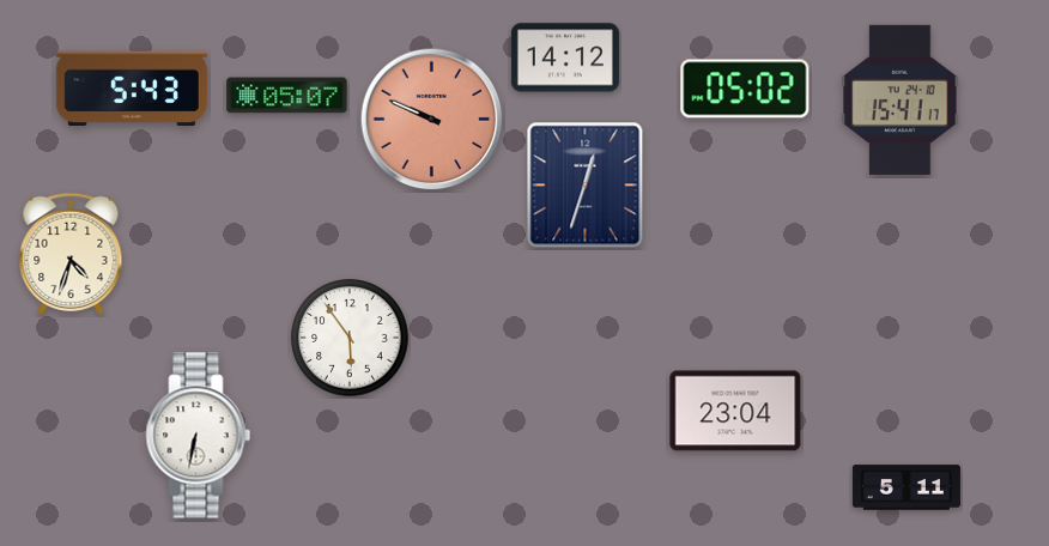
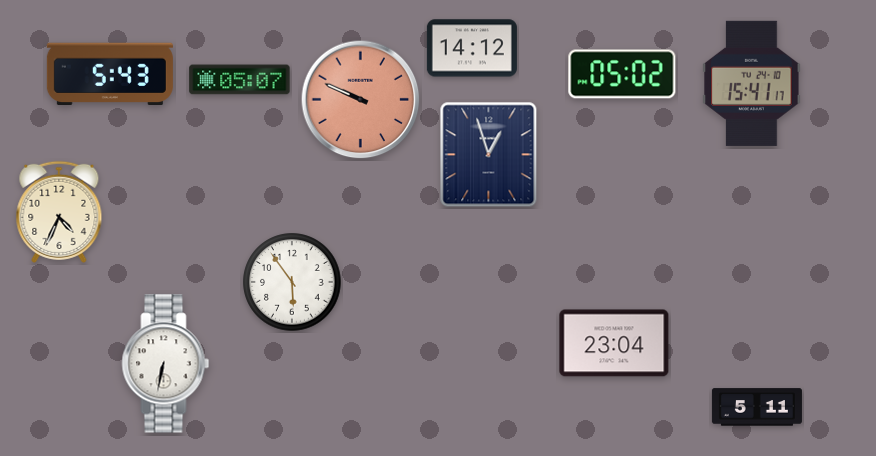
clock at (586, 186): 12:33 -> 12:57
clock at (71, 254): 4:33 -> 4:34
